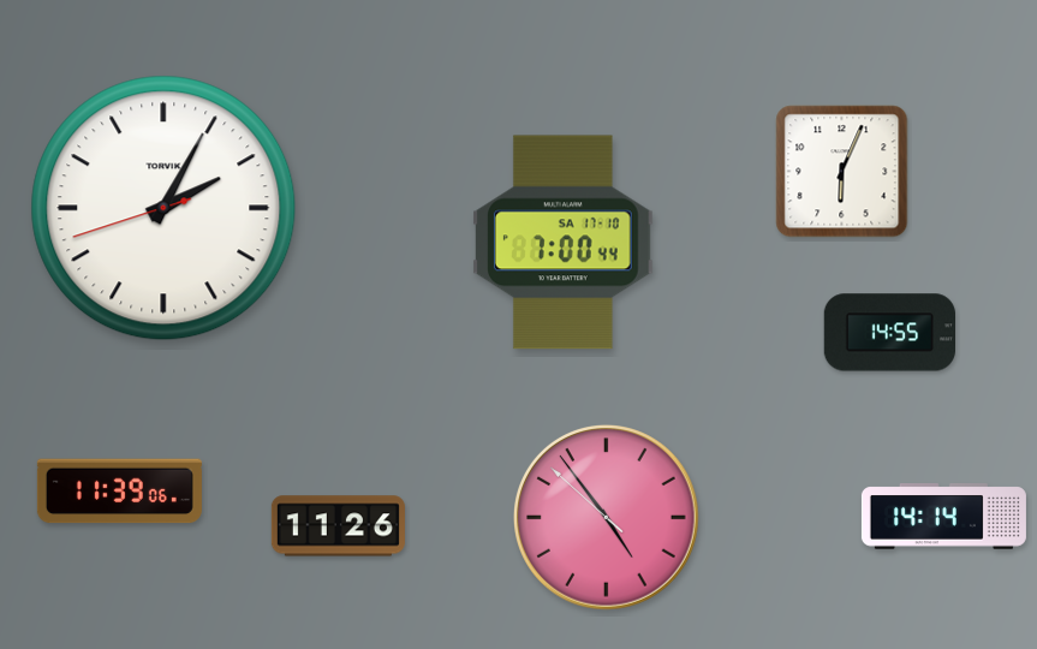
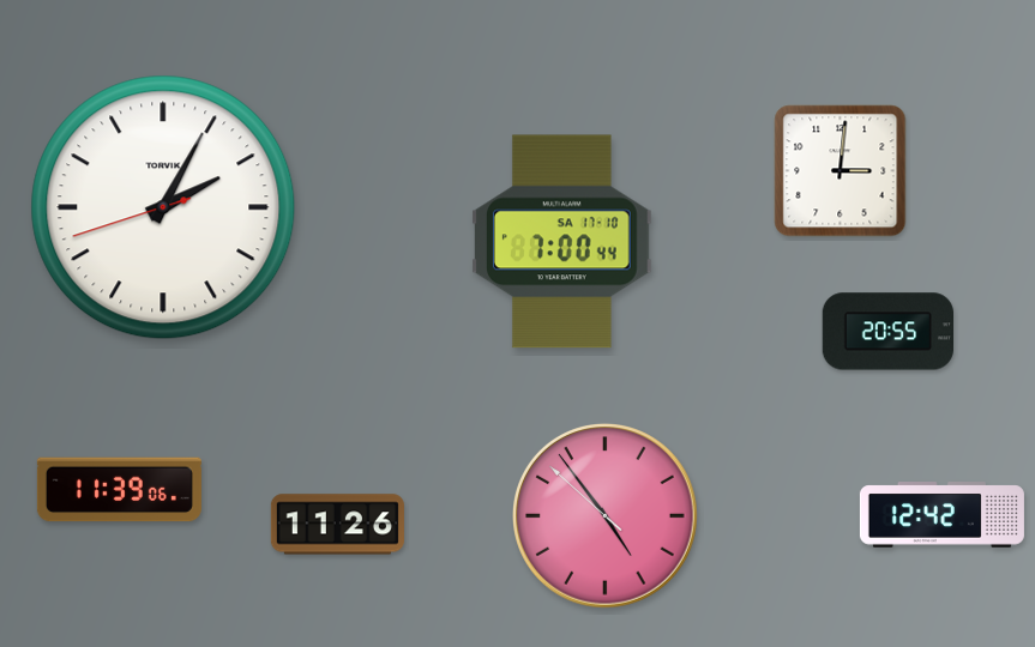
clock at (842, 172): 6:04 -> 3:01
clock at (889, 333): 14:55 -> 20:55
clock at (943, 517): 14:14 -> 12:42
